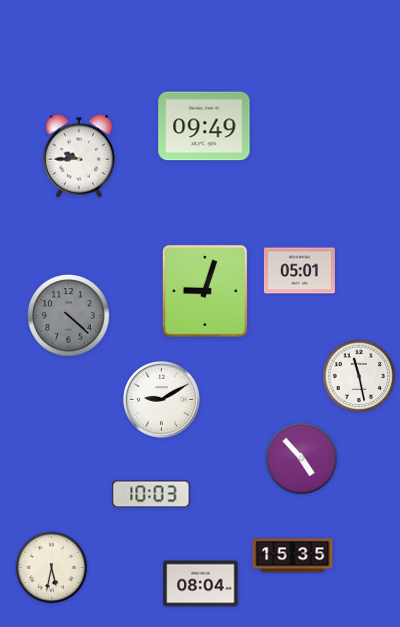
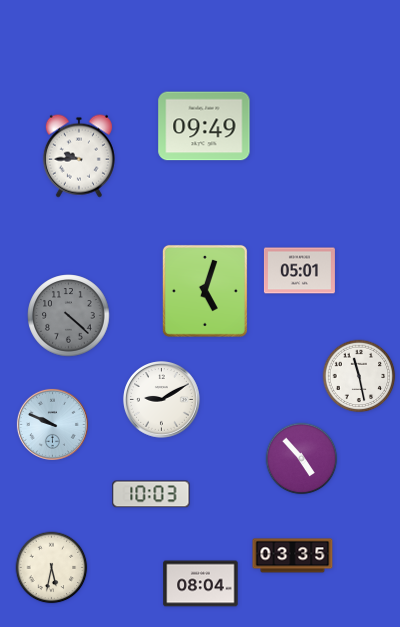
clock at (205, 291): 9:03 -> 5:03
clock at (52, 424): none -> 9:49
clock at (293, 556): 15:35 -> 03:35
